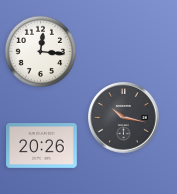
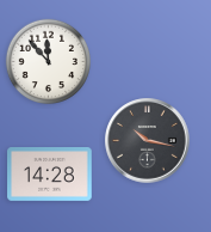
clock at (40, 51): 12:16 -> 11:53
clock at (42, 146): 20:26 -> 14:28
